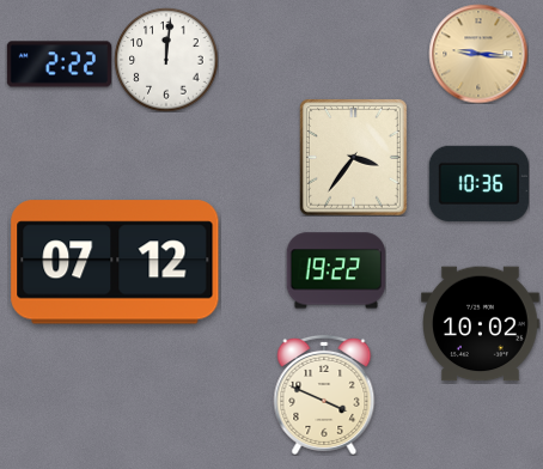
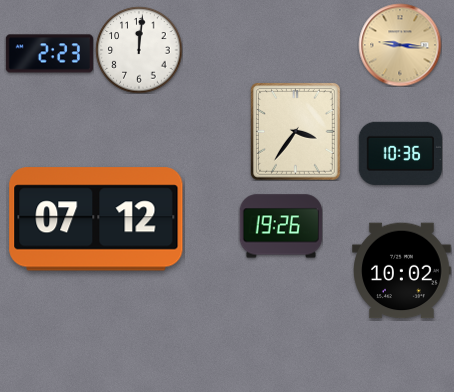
clock at (59, 65): 2:22 -> 2:23
clock at (336, 270): 19:22 -> 19:26
clock at (324, 395): 3:49 -> none
